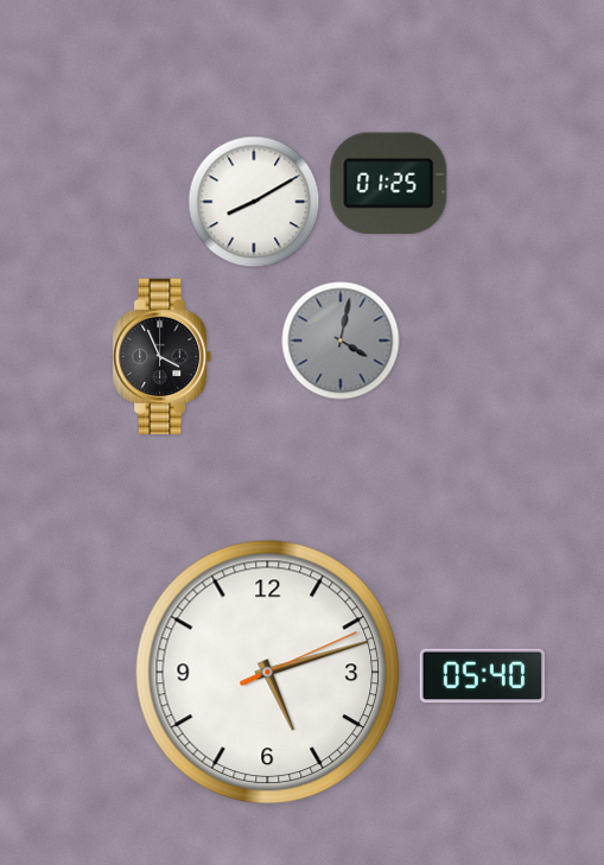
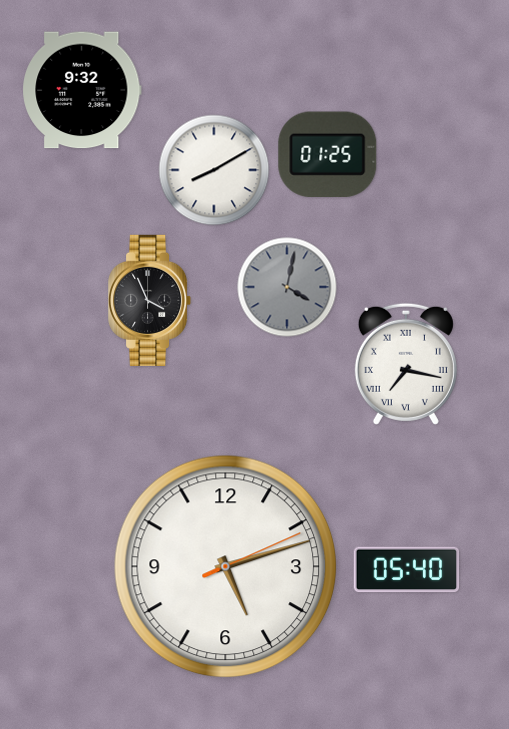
clock at (82, 90): none -> 9:32
clock at (163, 356) position: (163, 356) -> (150, 300)
clock at (406, 364): none -> 7:17
